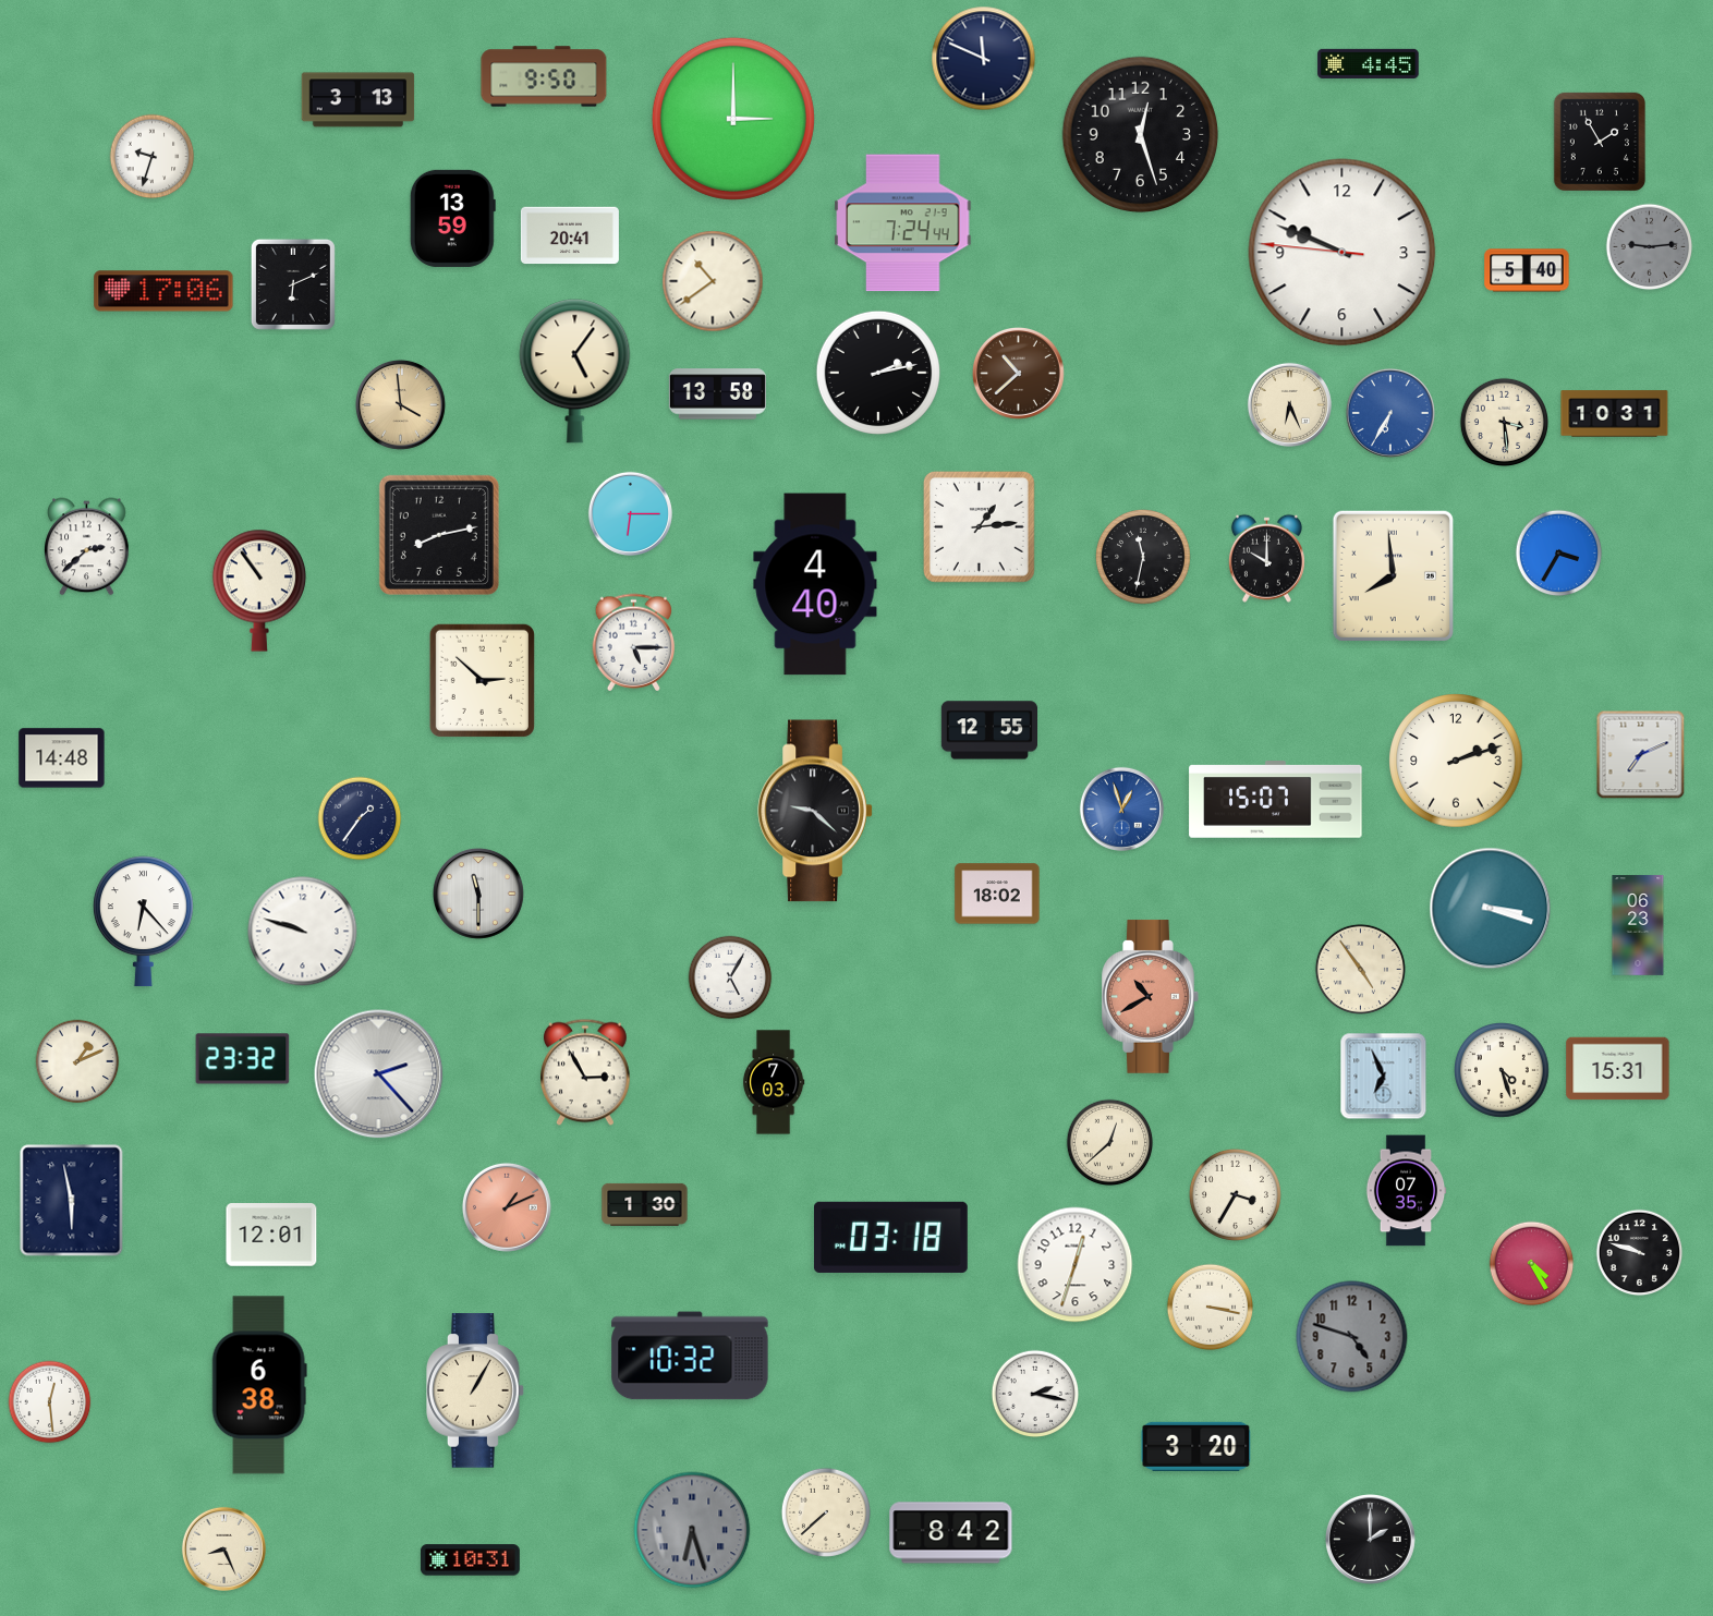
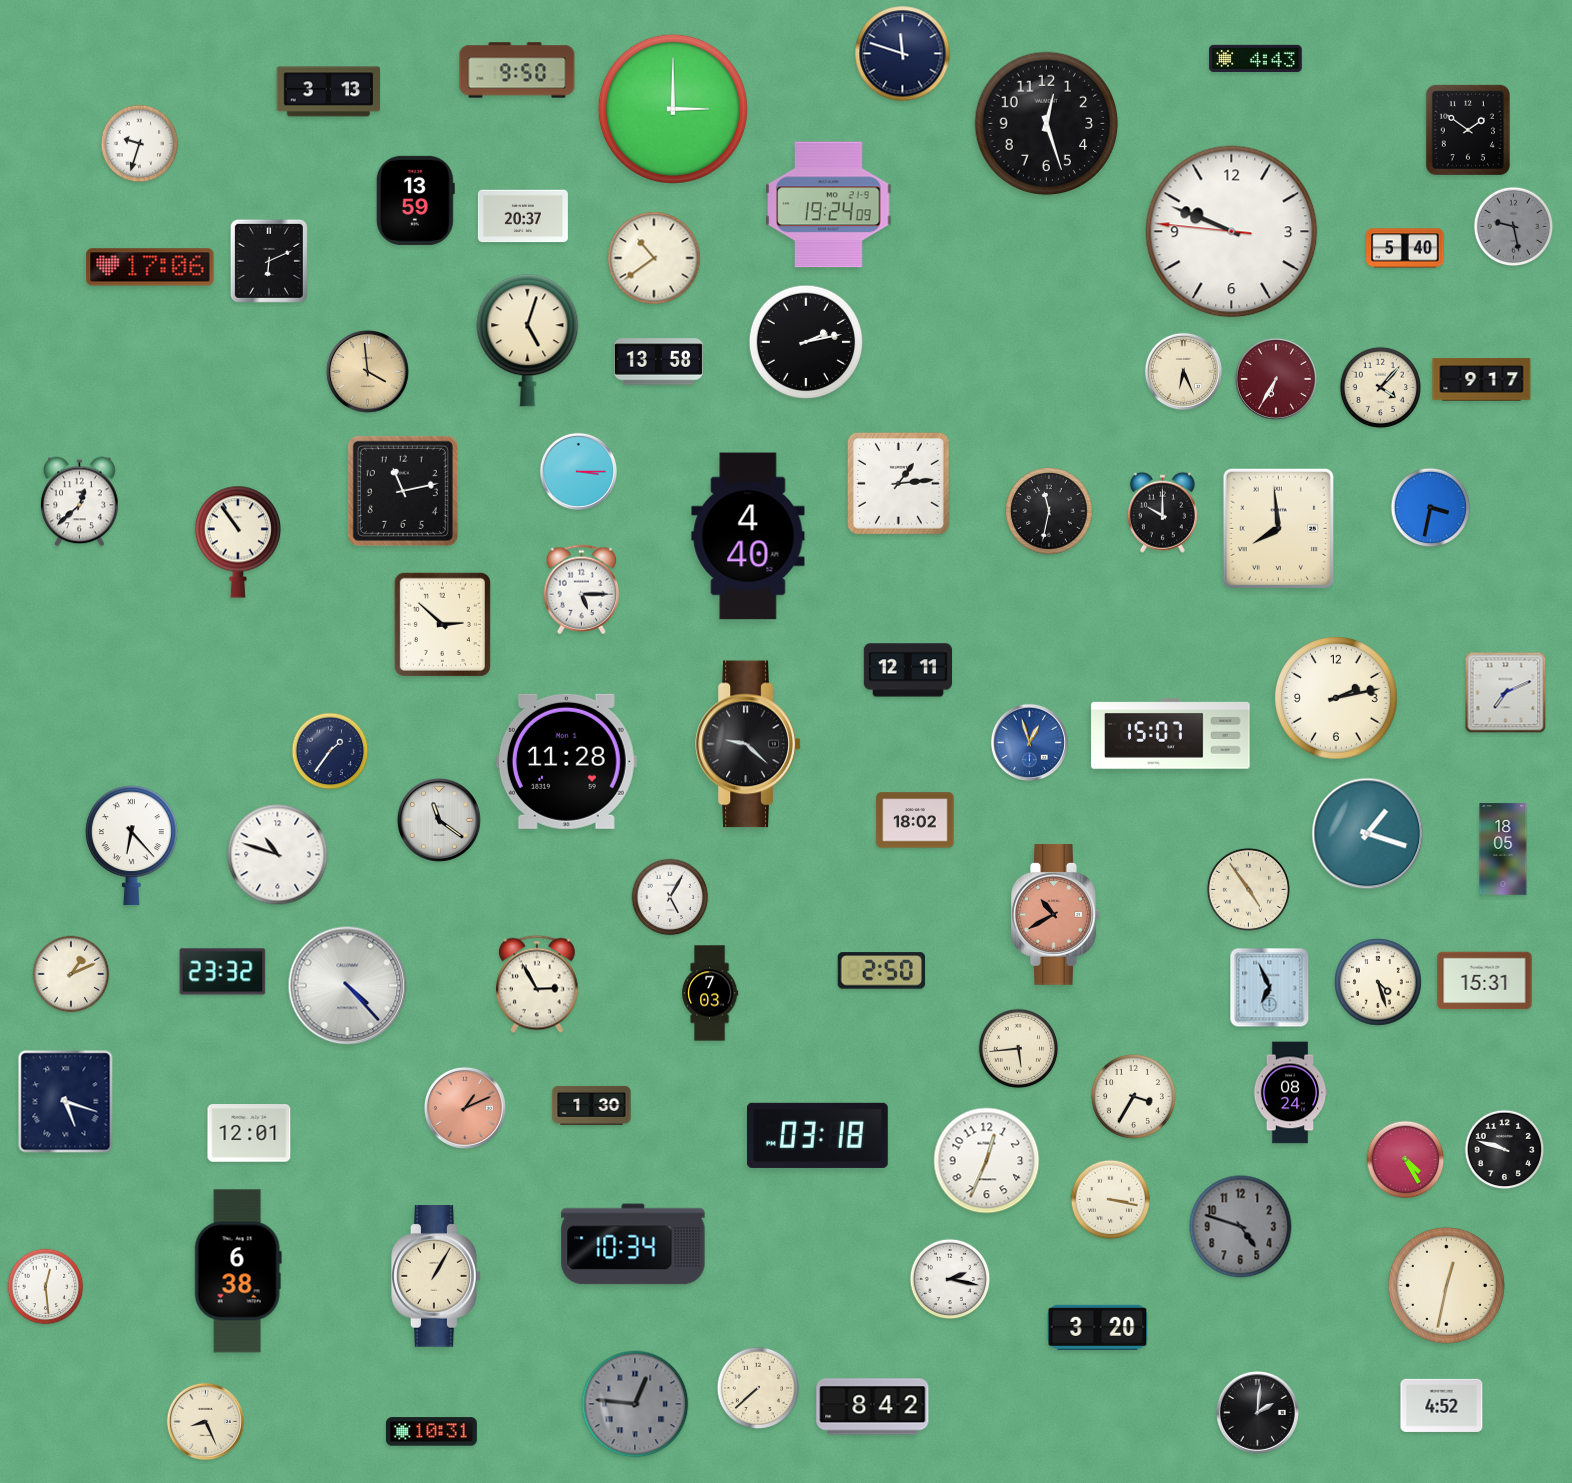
clock at (984, 59): 11:49 -> 11:48
clock at (1369, 63): 4:45 -> 4:43
clock at (544, 76) position: (544, 76) -> (517, 70)
clock at (1600, 142): 1:55 -> 1:51
clock at (903, 223): 7:24 -> 19:24
clock at (570, 235): 20:41 -> 20:37
clock at (1650, 247): 9:14 -> 9:28
clock at (1527, 270) position: (1527, 270) -> (1405, 248)
clock at (575, 372): 5:06 -> 5:03
clock at (1019, 374): 10:38 -> none
clock at (1390, 413) dial: blue -> burgundy
clock at (1615, 414): 10:31 -> 9:17
clock at (1504, 422): 3:29 -> 4:07
clock at (630, 513): 6:15 -> 3:15
clock at (439, 535): 8:13 -> 11:13
clock at (87, 547): 2:38 -> 12:38
clock at (1559, 554): 3:35 -> 3:32
clock at (988, 730): 12:55 -> 12:11
clock at (62, 758): 14:48 -> none
clock at (1456, 761): 2:12 -> 2:13
clock at (566, 761): none -> 11:28
clock at (478, 894): 11:30 -> 11:21
clock at (1491, 909): 3:18 -> 1:18
clock at (1638, 925): 06:23 -> 18:05
clock at (303, 932): 9:48 -> 10:48
clock at (882, 971): none -> 2:50
clock at (379, 1074): 2:23 -> 4:23
clock at (1110, 1143): 12:38 -> 5:44
clock at (1406, 1191): 07:35 -> 08:24
clock at (72, 1201): 5:58 -> 5:18
clock at (1076, 1265): 12:33 -> 12:34
clock at (690, 1356): 10:32 -> 10:34
clock at (1446, 1285): none -> 12:32
clock at (692, 1530): 6:27 -> 12:46
clock at (1442, 1405): none -> 4:52
clock at (1370, 1539): 2:00 -> 2:01
